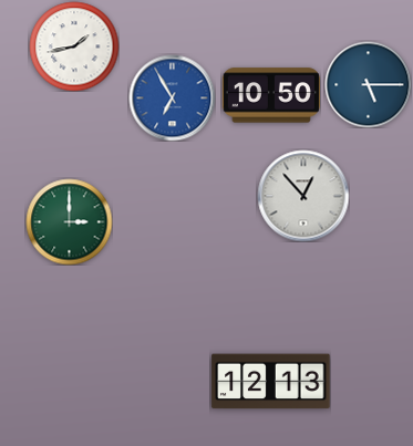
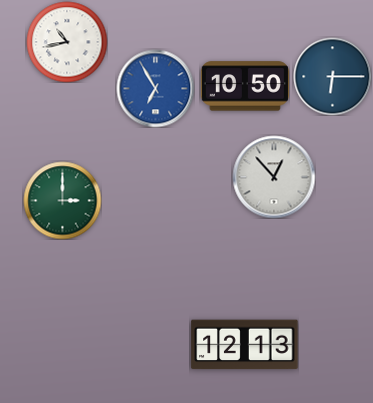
clock at (74, 46): 1:43 -> 10:43
clock at (368, 84): 5:15 -> 6:15
